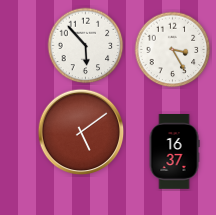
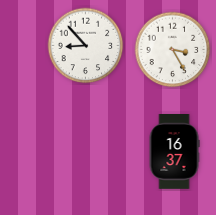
clock at (86, 46): 5:53 -> 8:53
clock at (81, 132): 5:09 -> none
